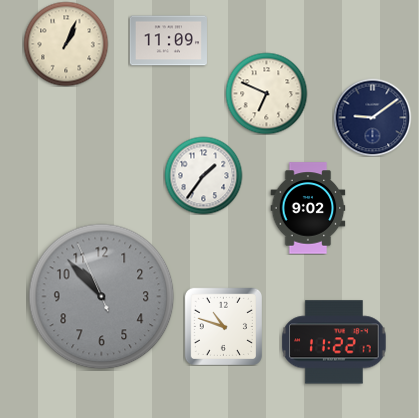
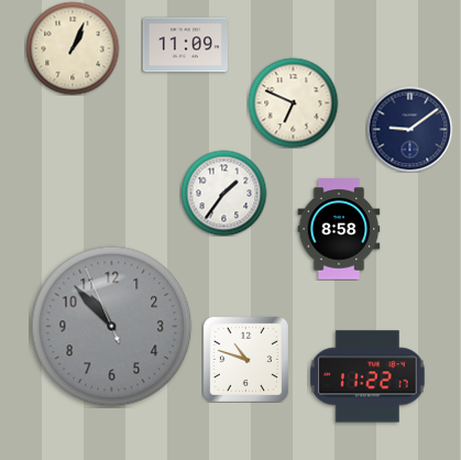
clock at (308, 208): 9:02 -> 8:58
